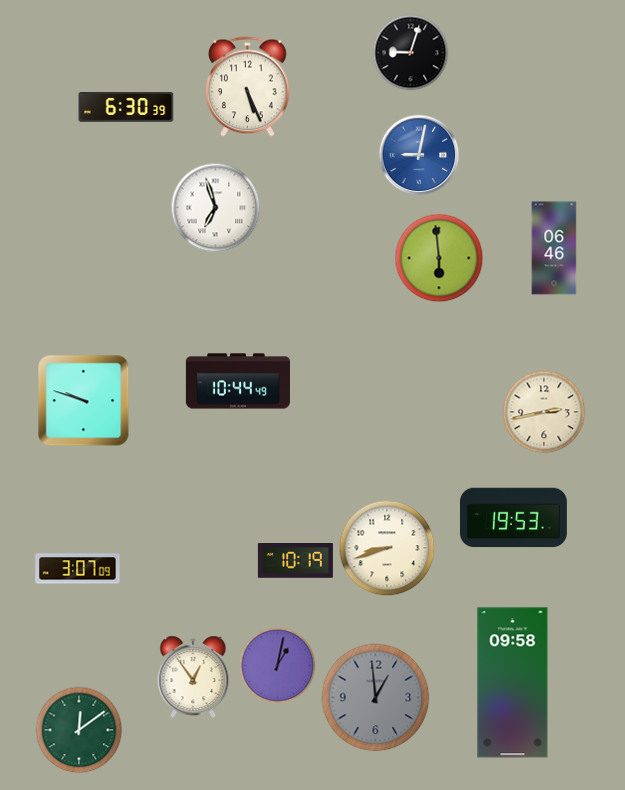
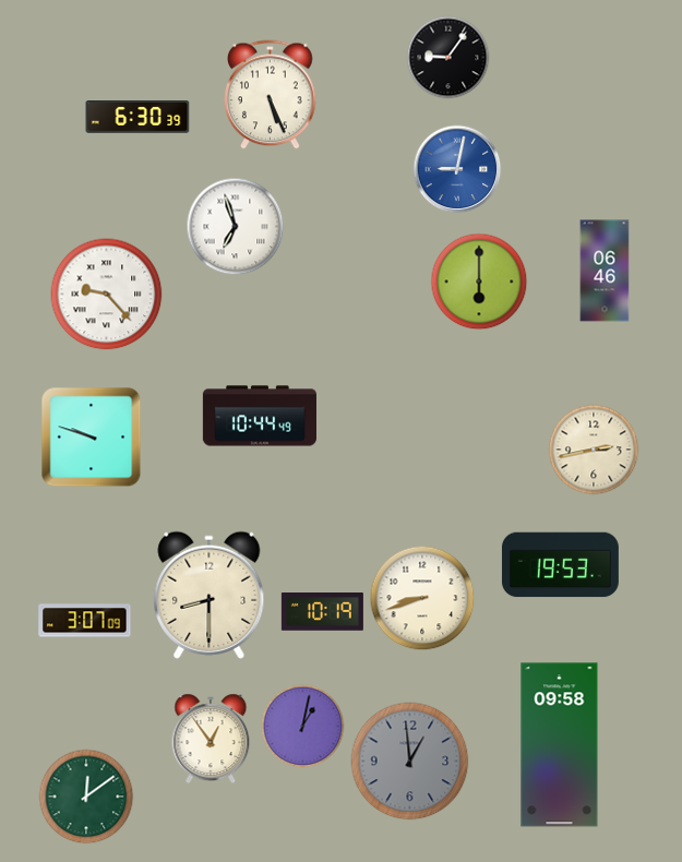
clock at (411, 53): 9:03 -> 9:06
clock at (439, 258): 5:59 -> 6:00
clock at (107, 295): none -> 9:23
clock at (210, 595): none -> 8:30
